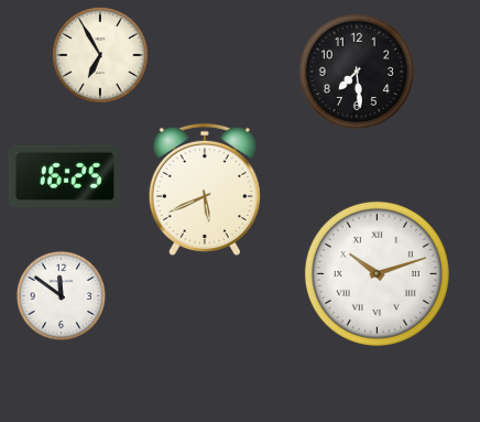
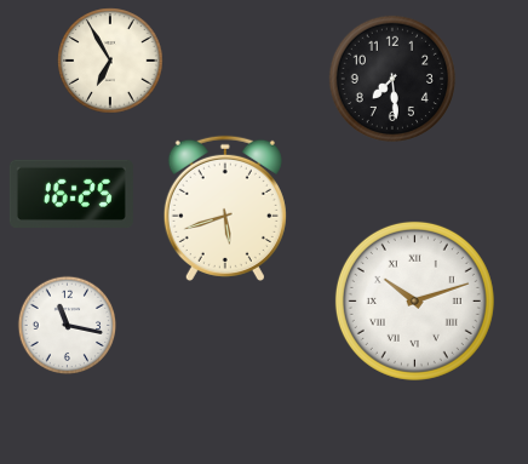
clock at (205, 190): 5:41 -> 5:42
clock at (62, 296): 11:51 -> 11:17
